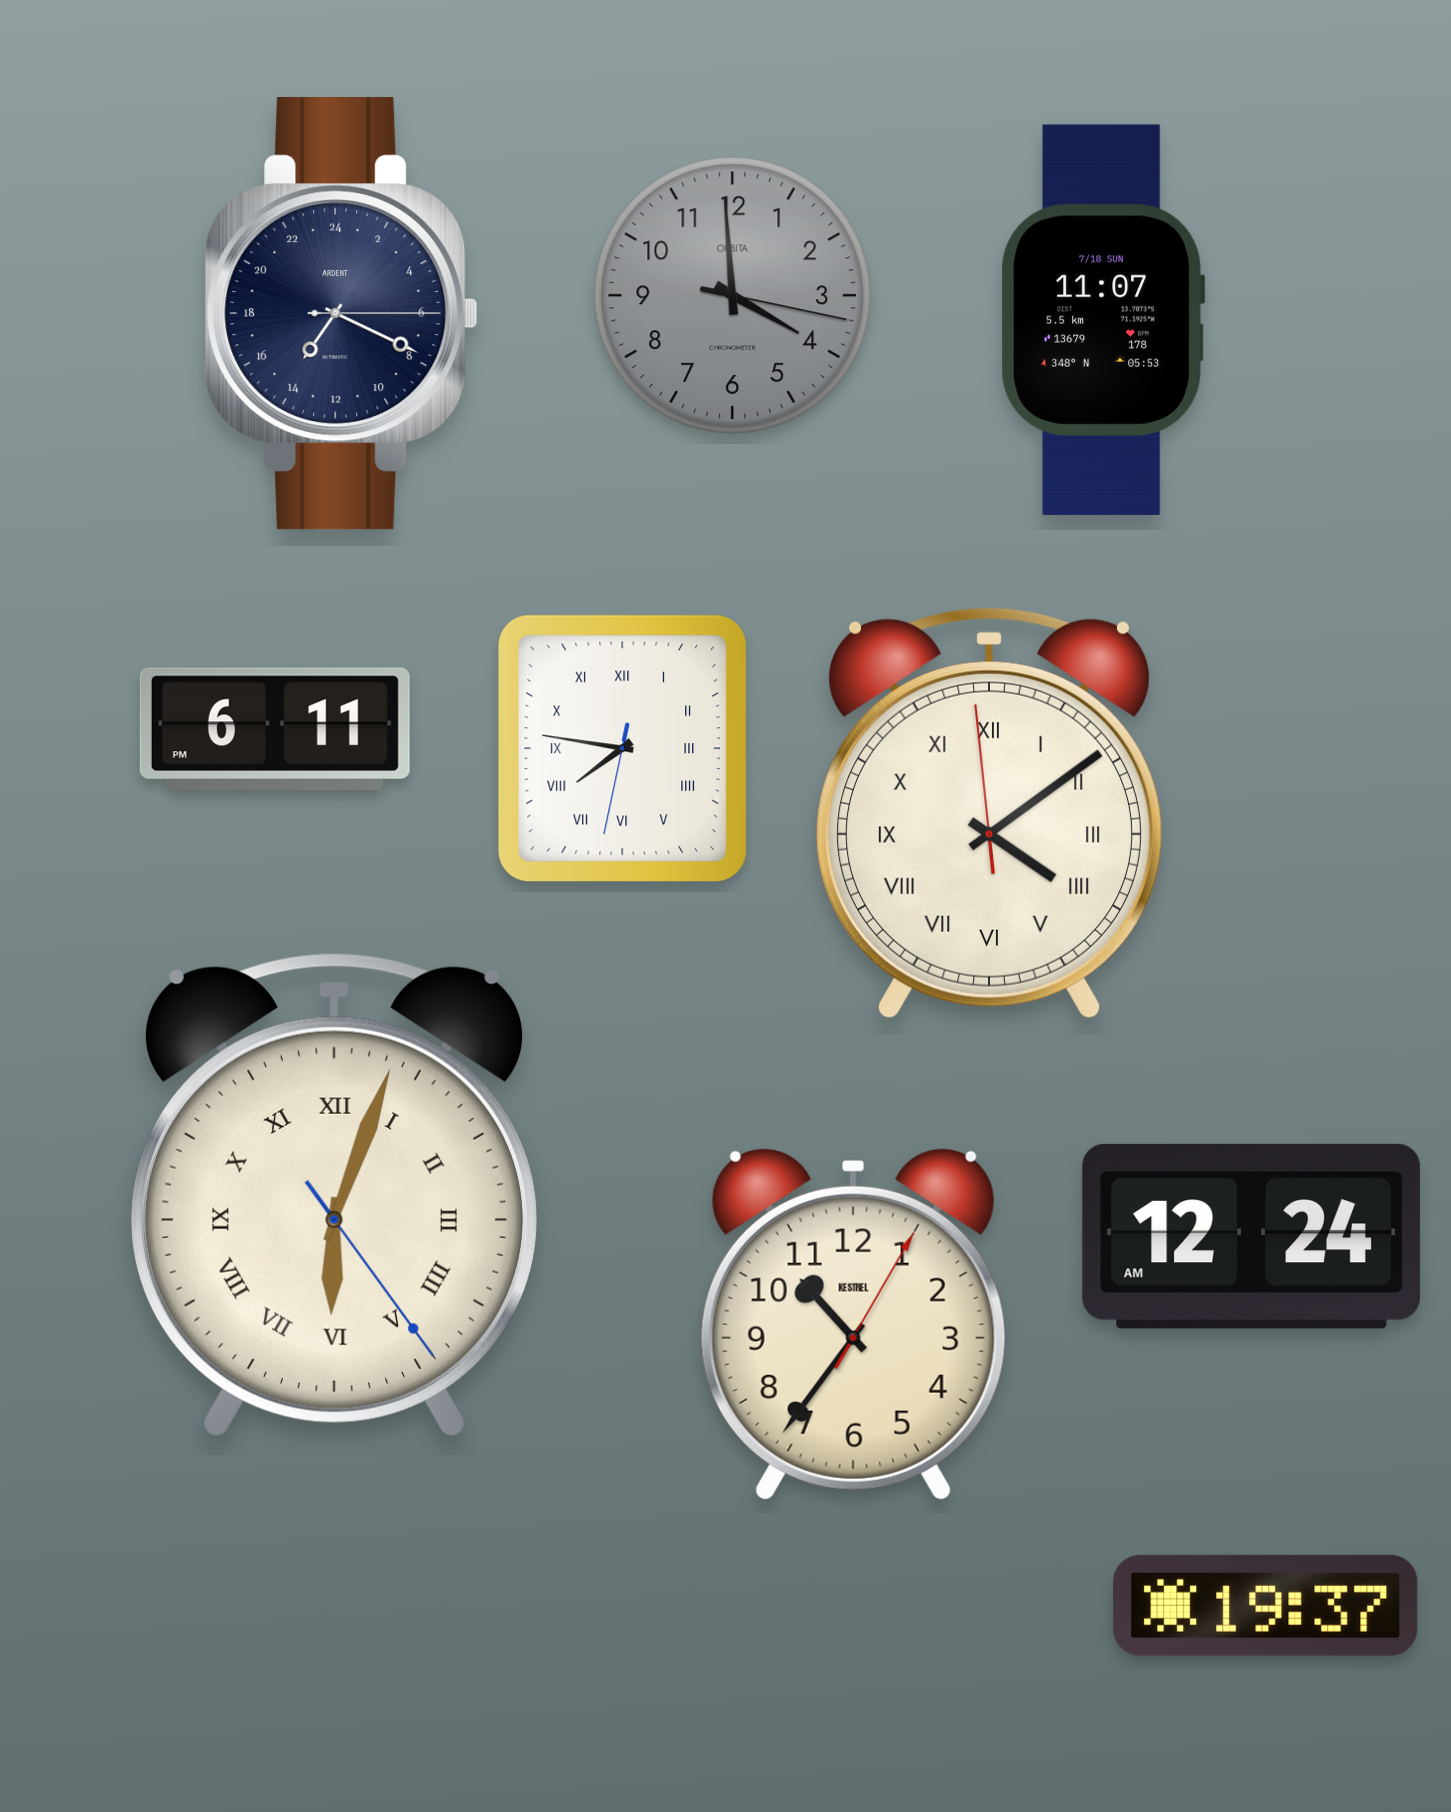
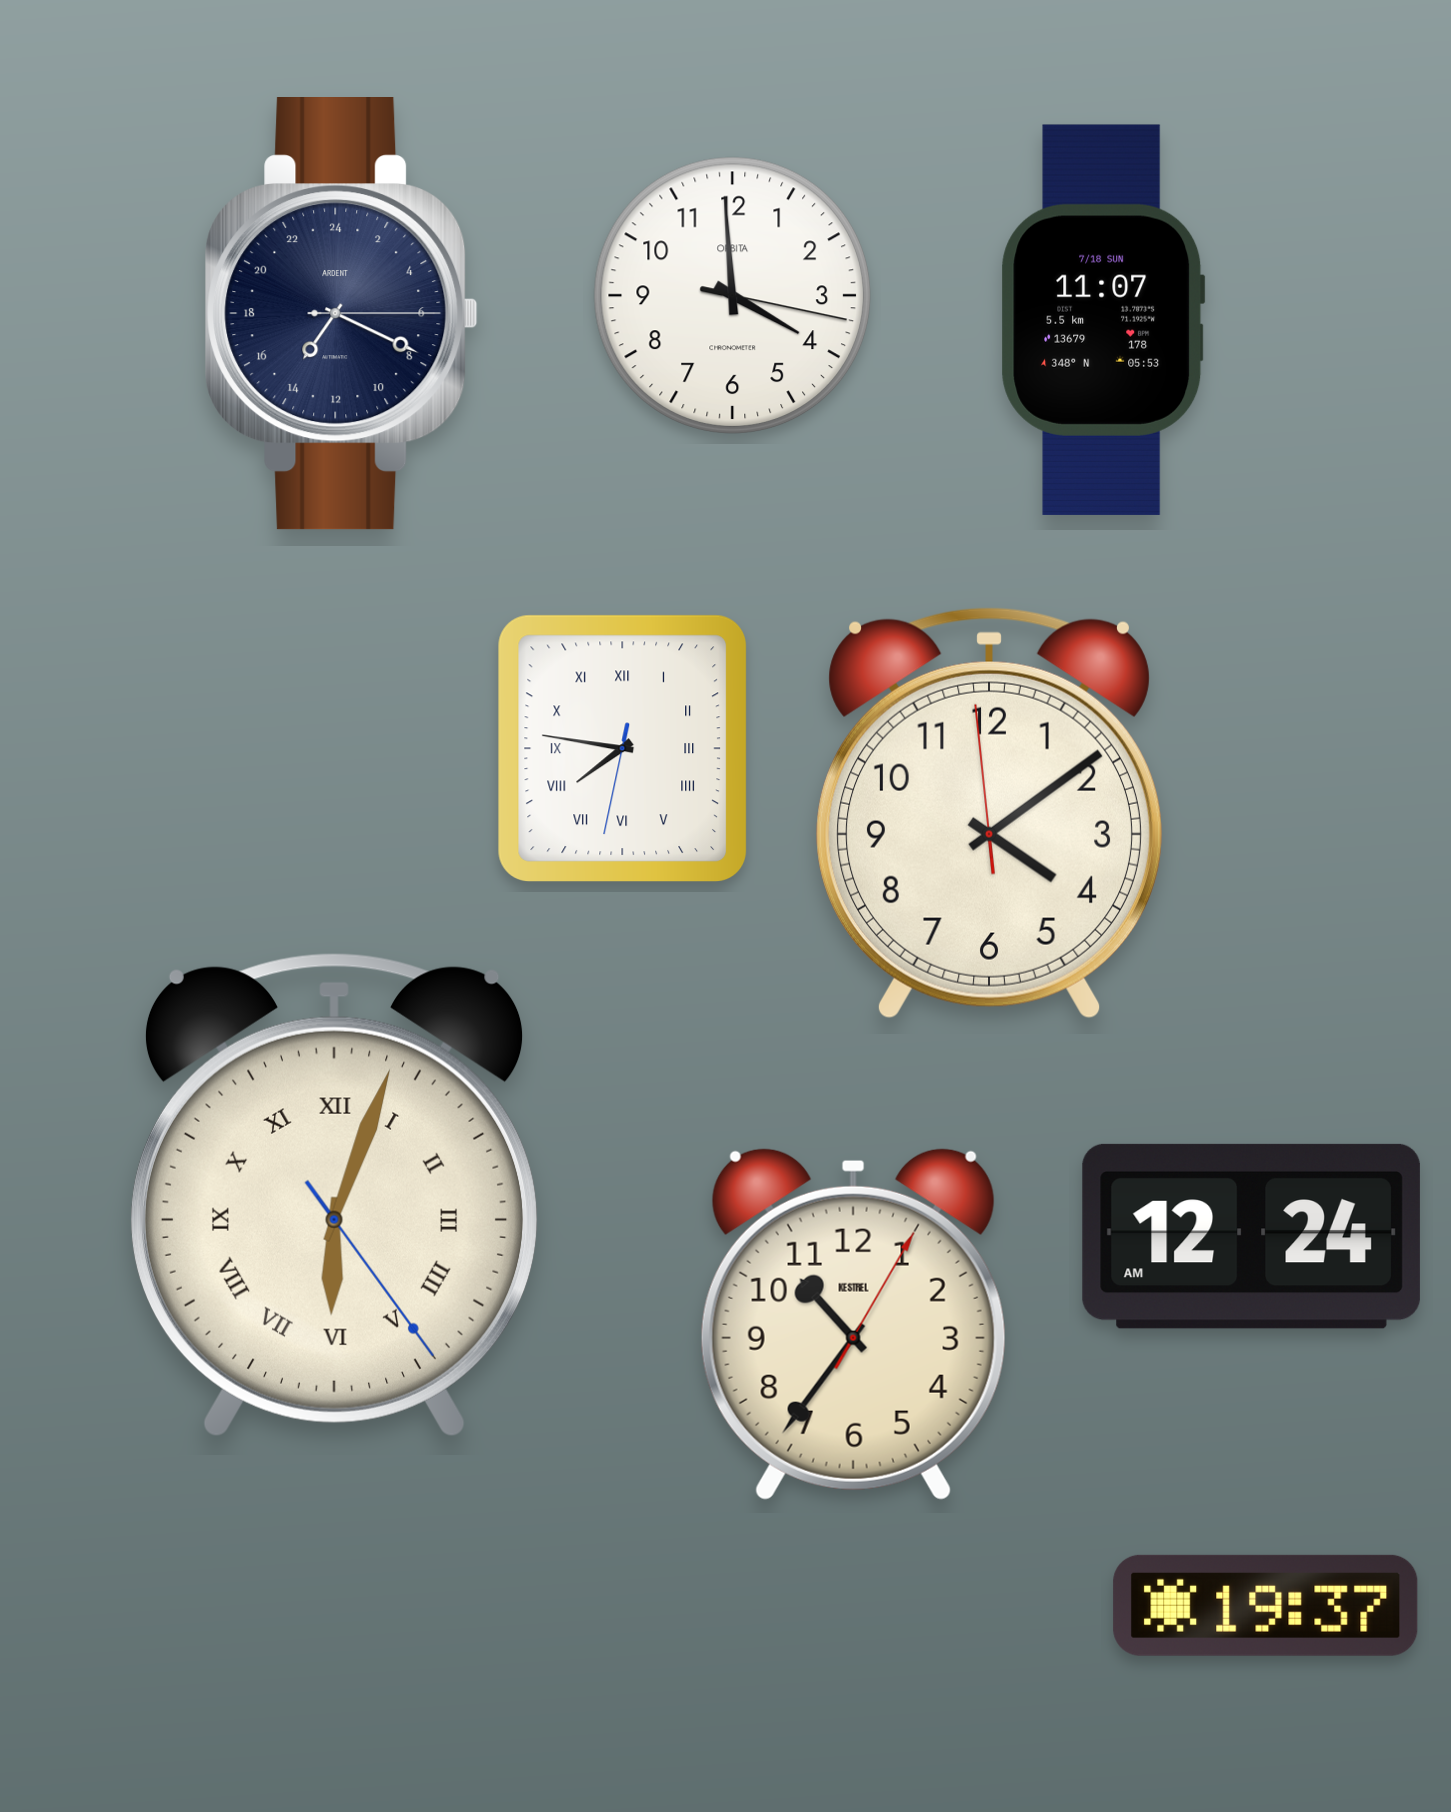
clock at (732, 295) dial: grey -> white
clock at (275, 729): 6:11 -> none
clock at (990, 813) numerals: Roman -> Arabic
